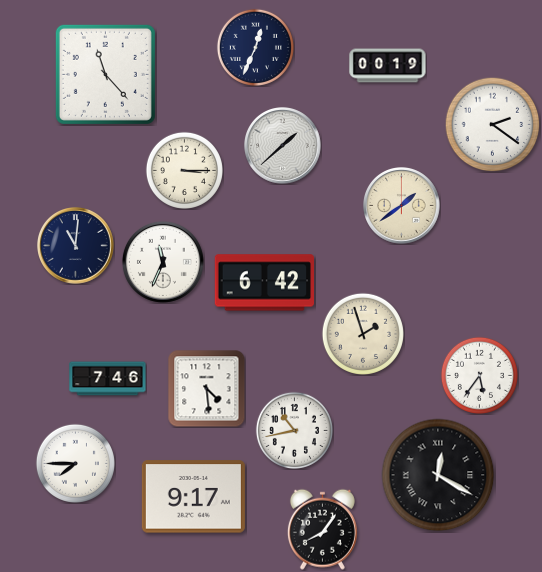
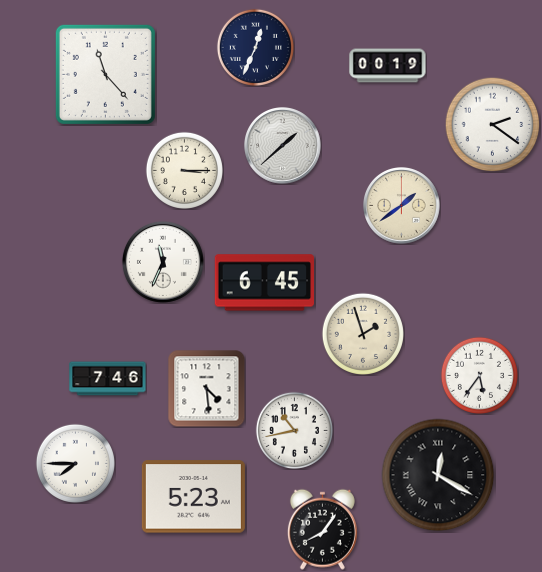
clock at (76, 246): 11:01 -> none
clock at (264, 283): 6:42 -> 6:45
clock at (193, 497): 9:17 -> 5:23
